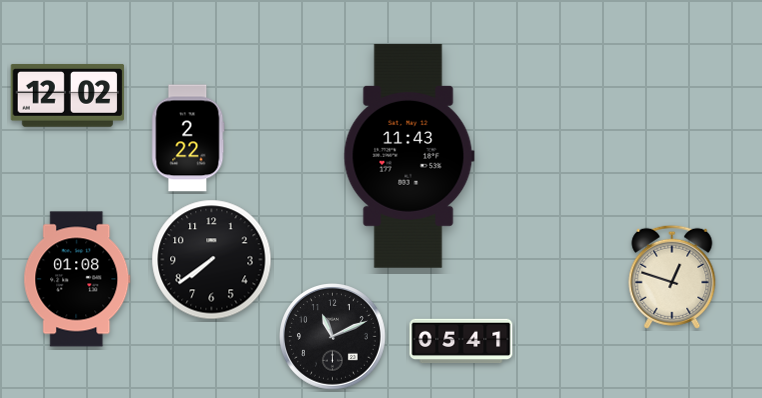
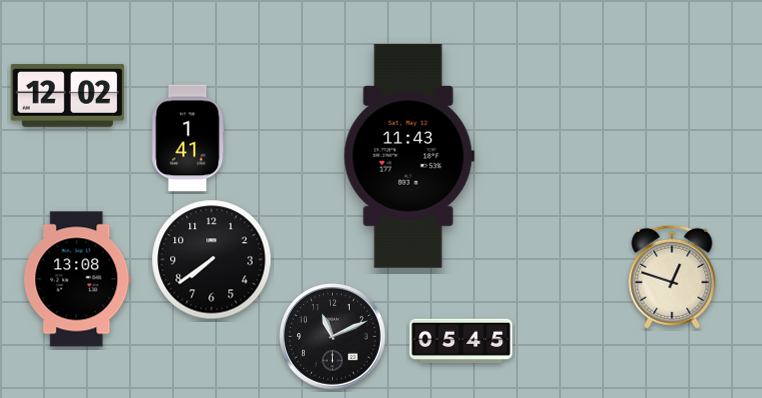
clock at (188, 138): 2:22 -> 1:41
clock at (77, 279): 01:08 -> 13:08
clock at (461, 341): 05:41 -> 05:45
